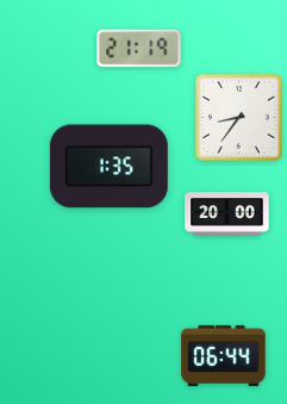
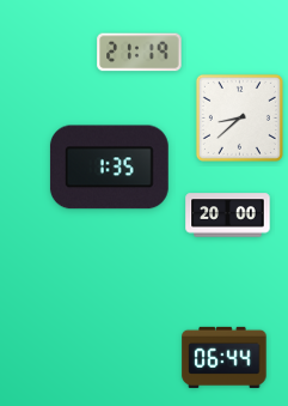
clock at (139, 49) position: (139, 49) -> (140, 53)
clock at (238, 117): 8:36 -> 8:38
